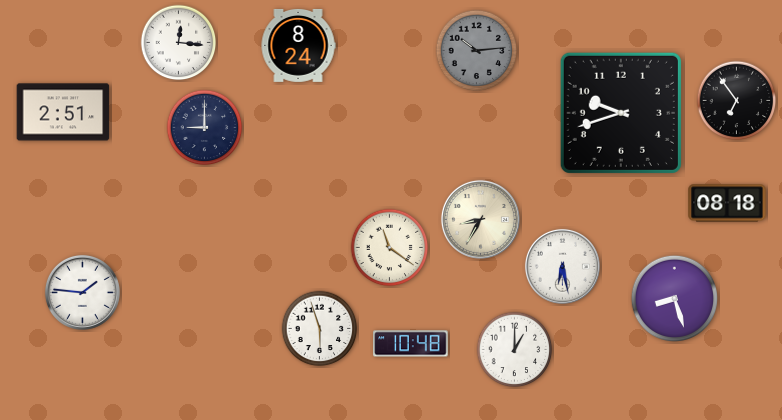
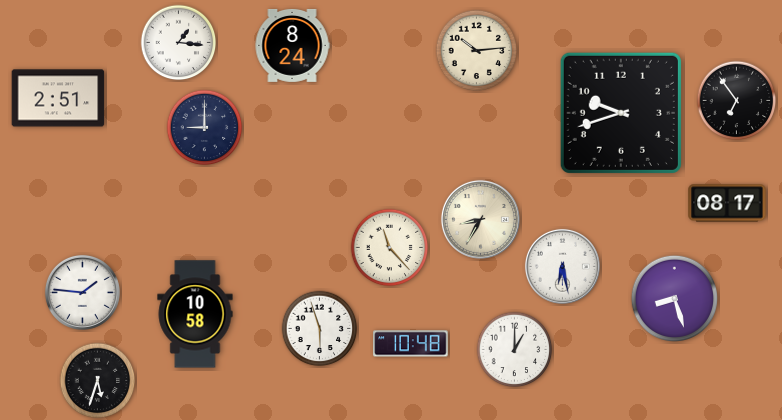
clock at (179, 43): 12:16 -> 1:16
clock at (298, 45) position: (298, 45) -> (292, 45)
clock at (477, 51) dial: grey -> cream
clock at (63, 112) position: (63, 112) -> (58, 98)
clock at (727, 203): 08:18 -> 08:17
clock at (390, 248): 11:21 -> 11:23
clock at (195, 314): none -> 10:58
clock at (98, 381): none -> 5:33
